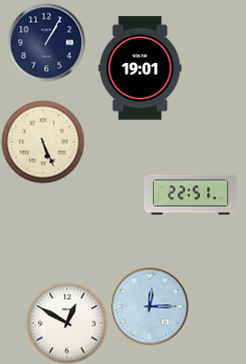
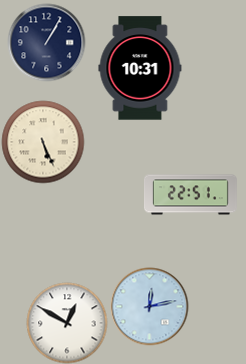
clock at (140, 68): 19:01 -> 10:31
clock at (149, 306): 12:15 -> 12:13
